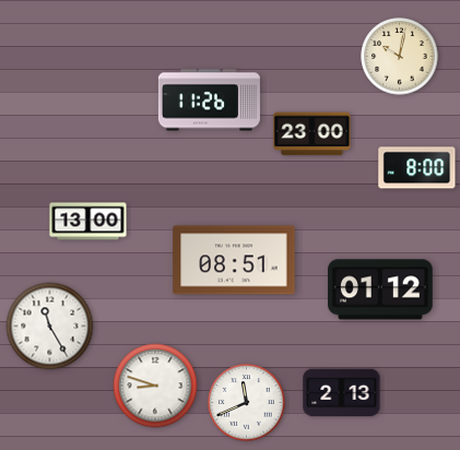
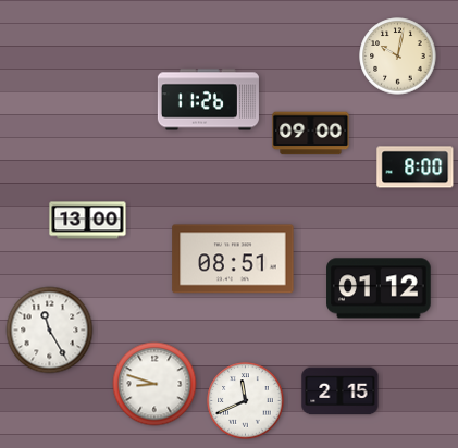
clock at (312, 134): 23:00 -> 09:00
clock at (50, 327) position: (50, 327) -> (50, 331)
clock at (342, 393): 2:13 -> 2:15
